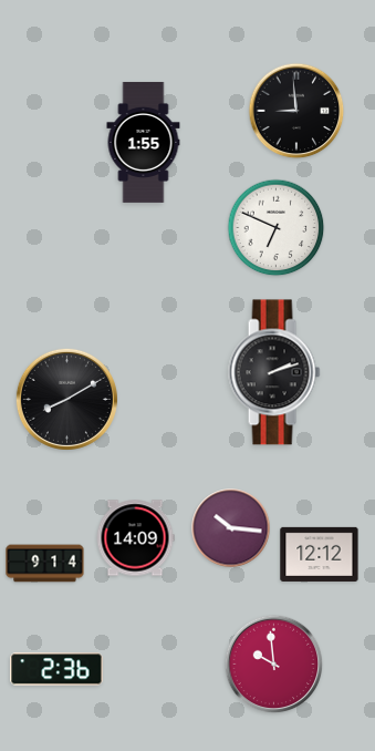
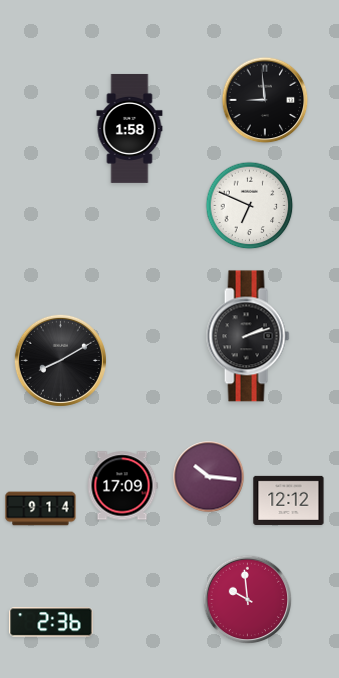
clock at (296, 111) position: (296, 111) -> (265, 100)
clock at (144, 142): 1:55 -> 1:58
clock at (135, 538): 14:09 -> 17:09
clock at (56, 669) position: (56, 669) -> (51, 622)
